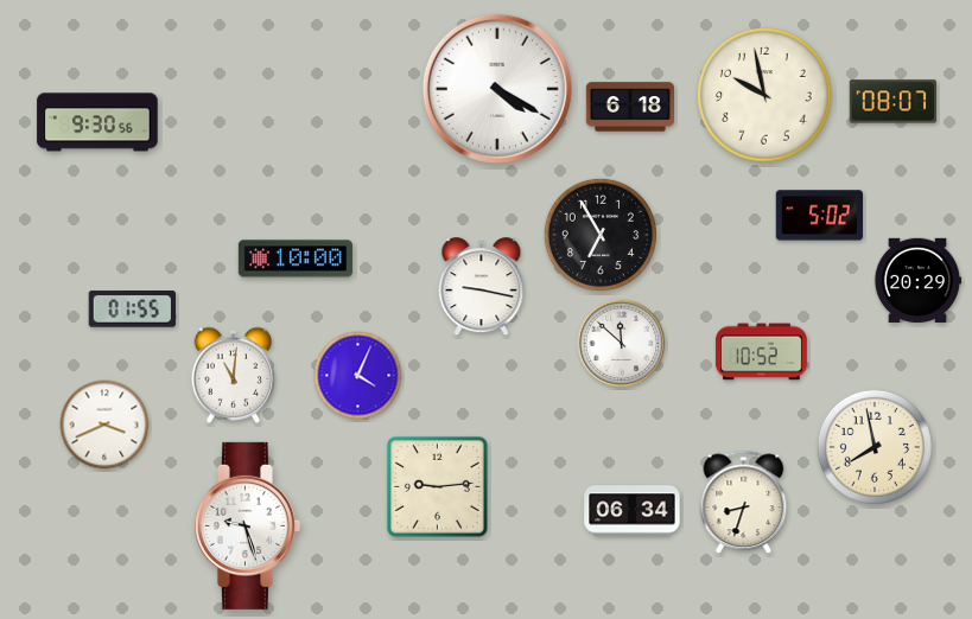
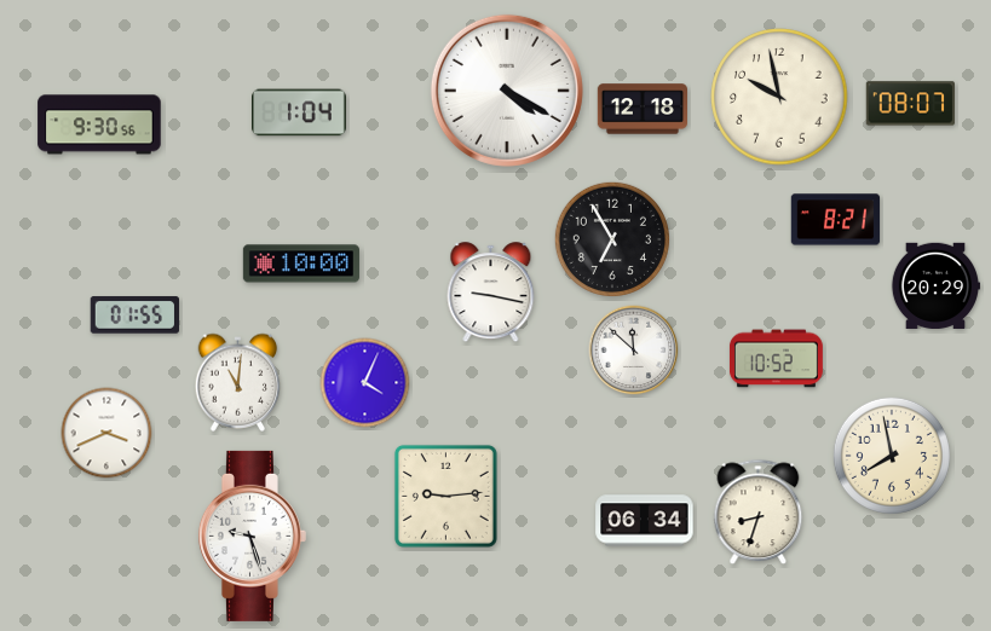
clock at (629, 107): 6:18 -> 12:18
clock at (300, 112): none -> 1:04
clock at (820, 216): 5:02 -> 8:21
